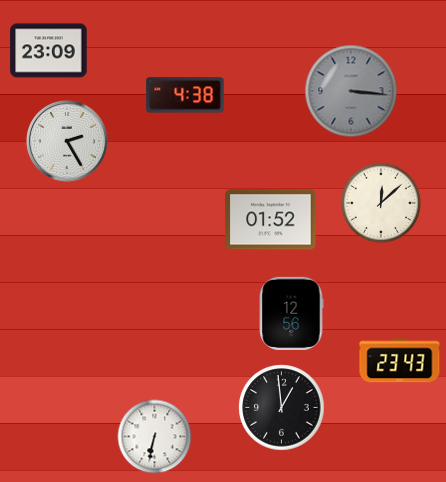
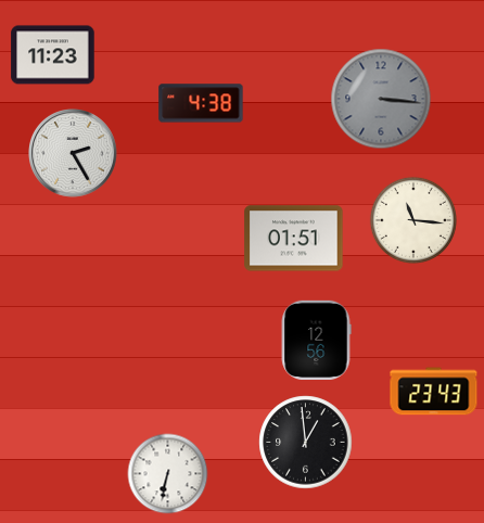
clock at (49, 51): 23:09 -> 11:23
clock at (380, 202): 12:08 -> 11:16
clock at (271, 220): 01:52 -> 01:51
